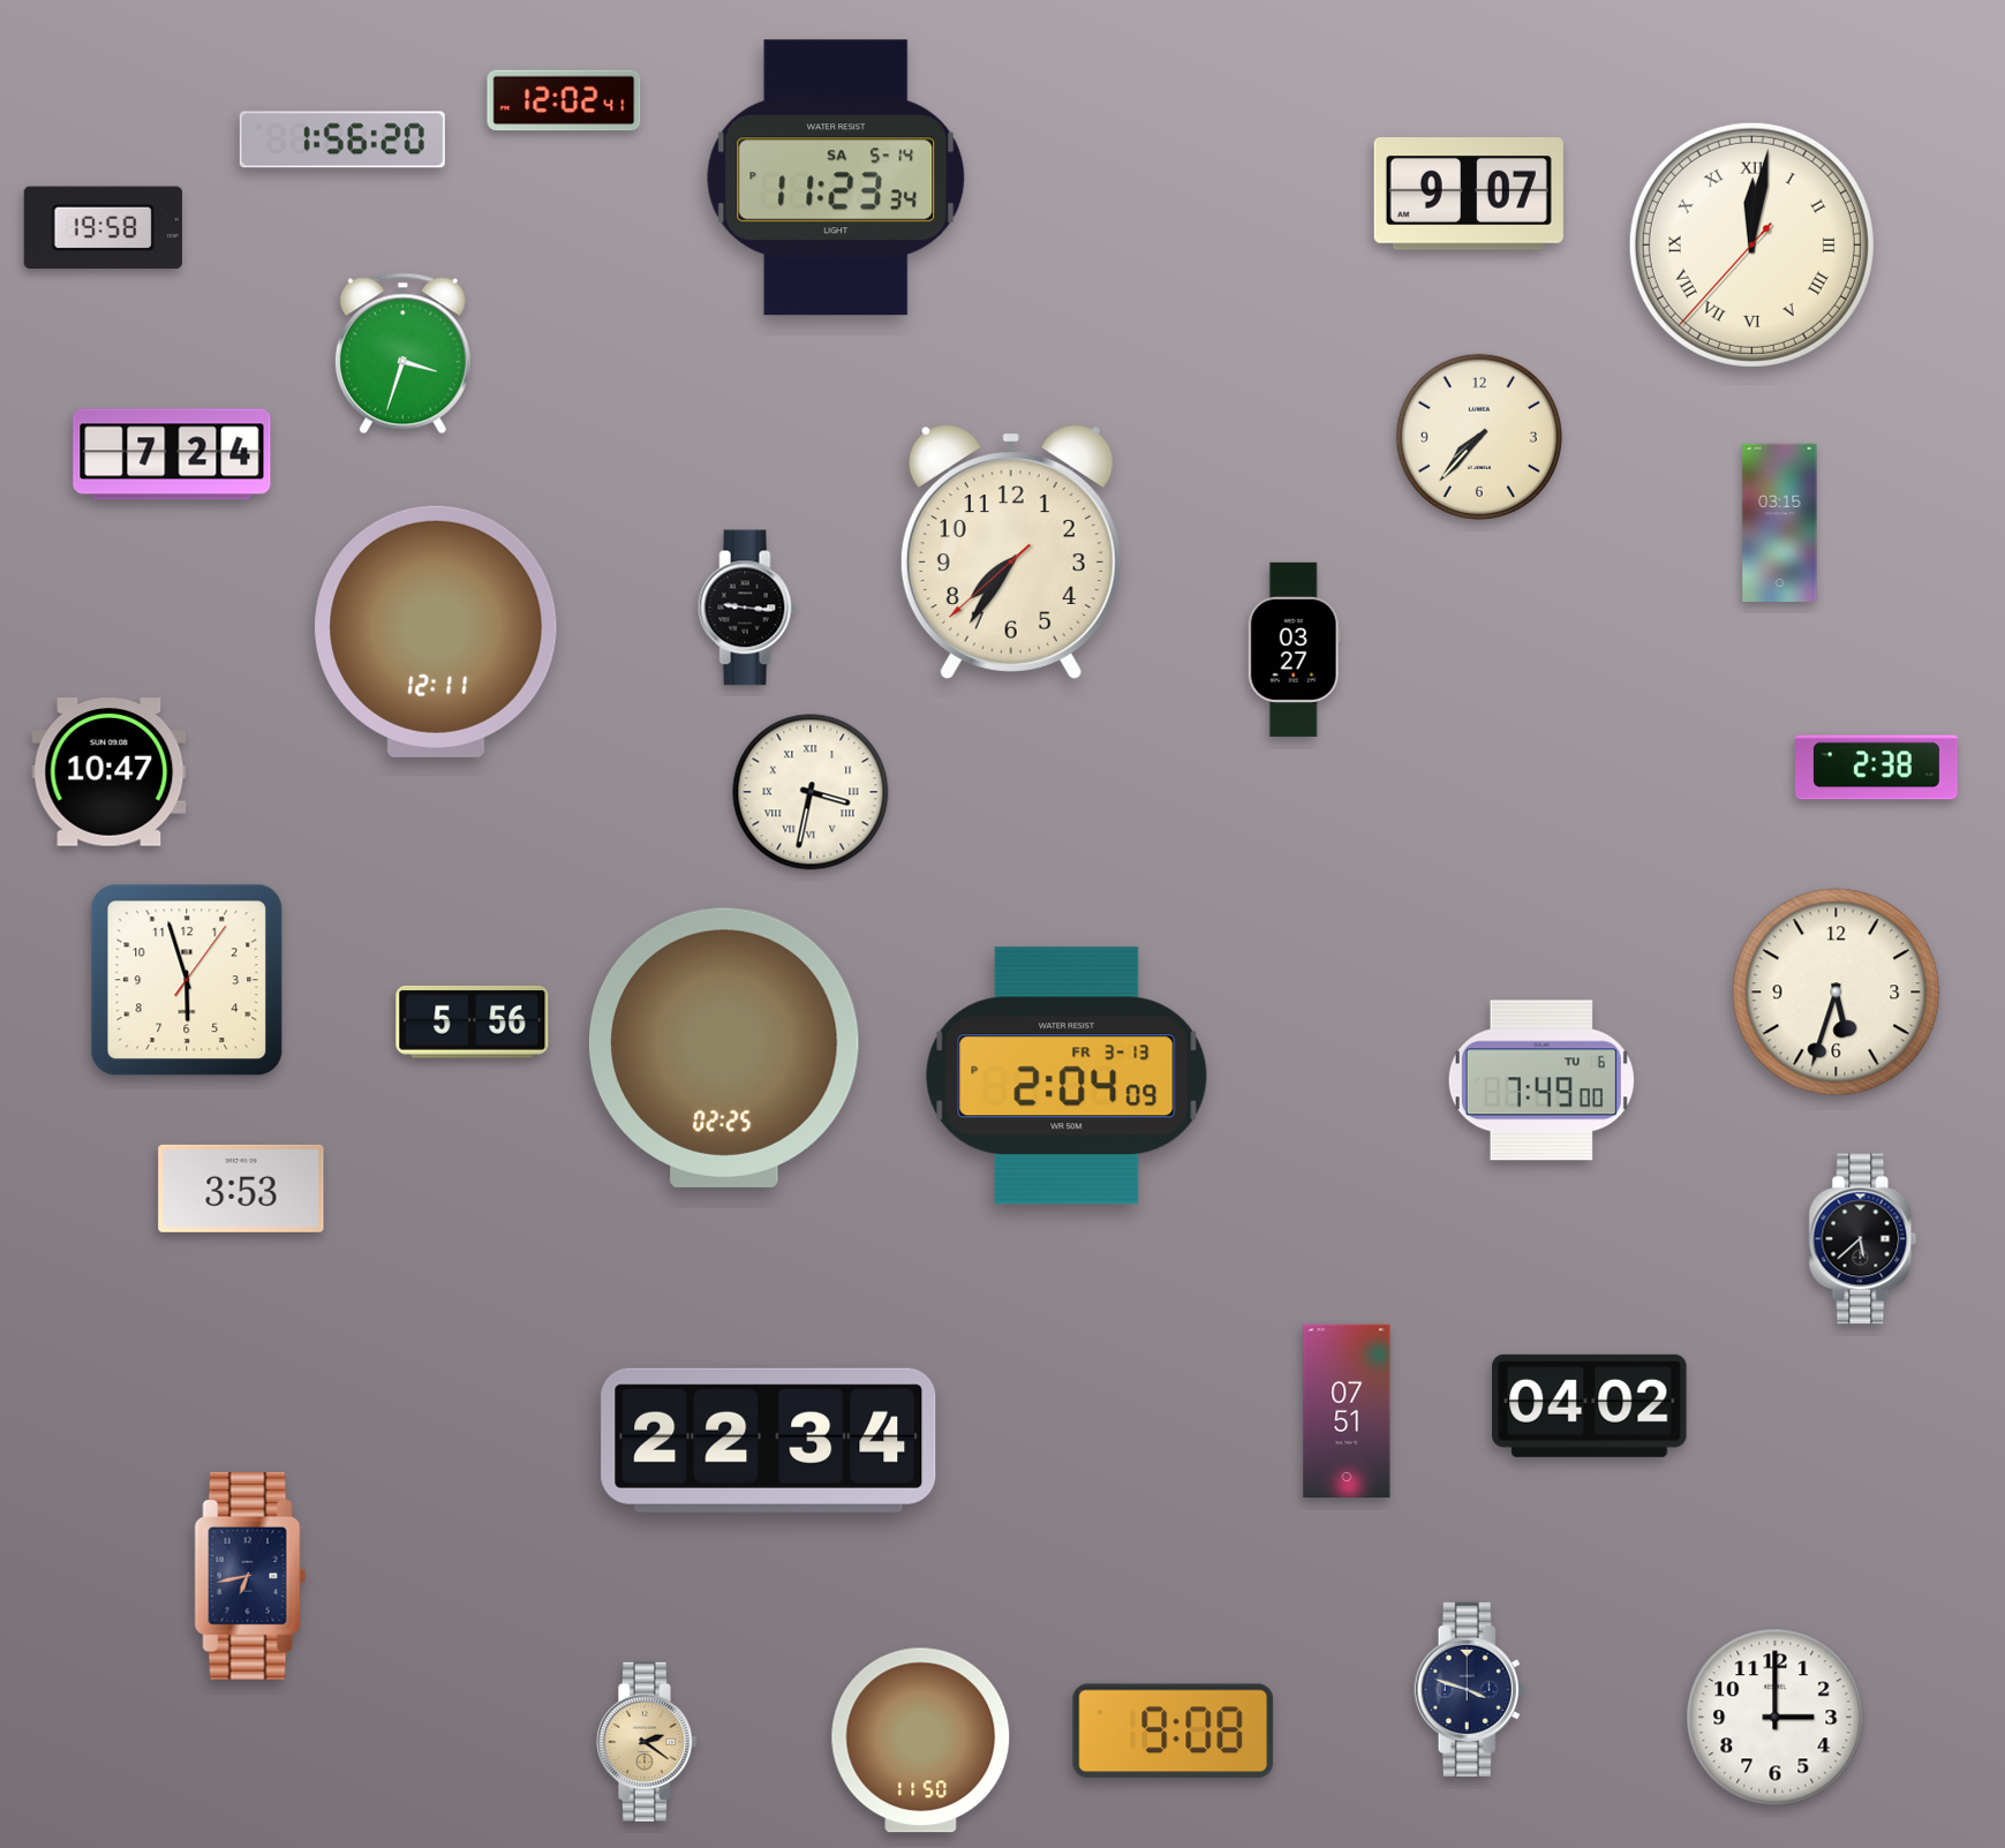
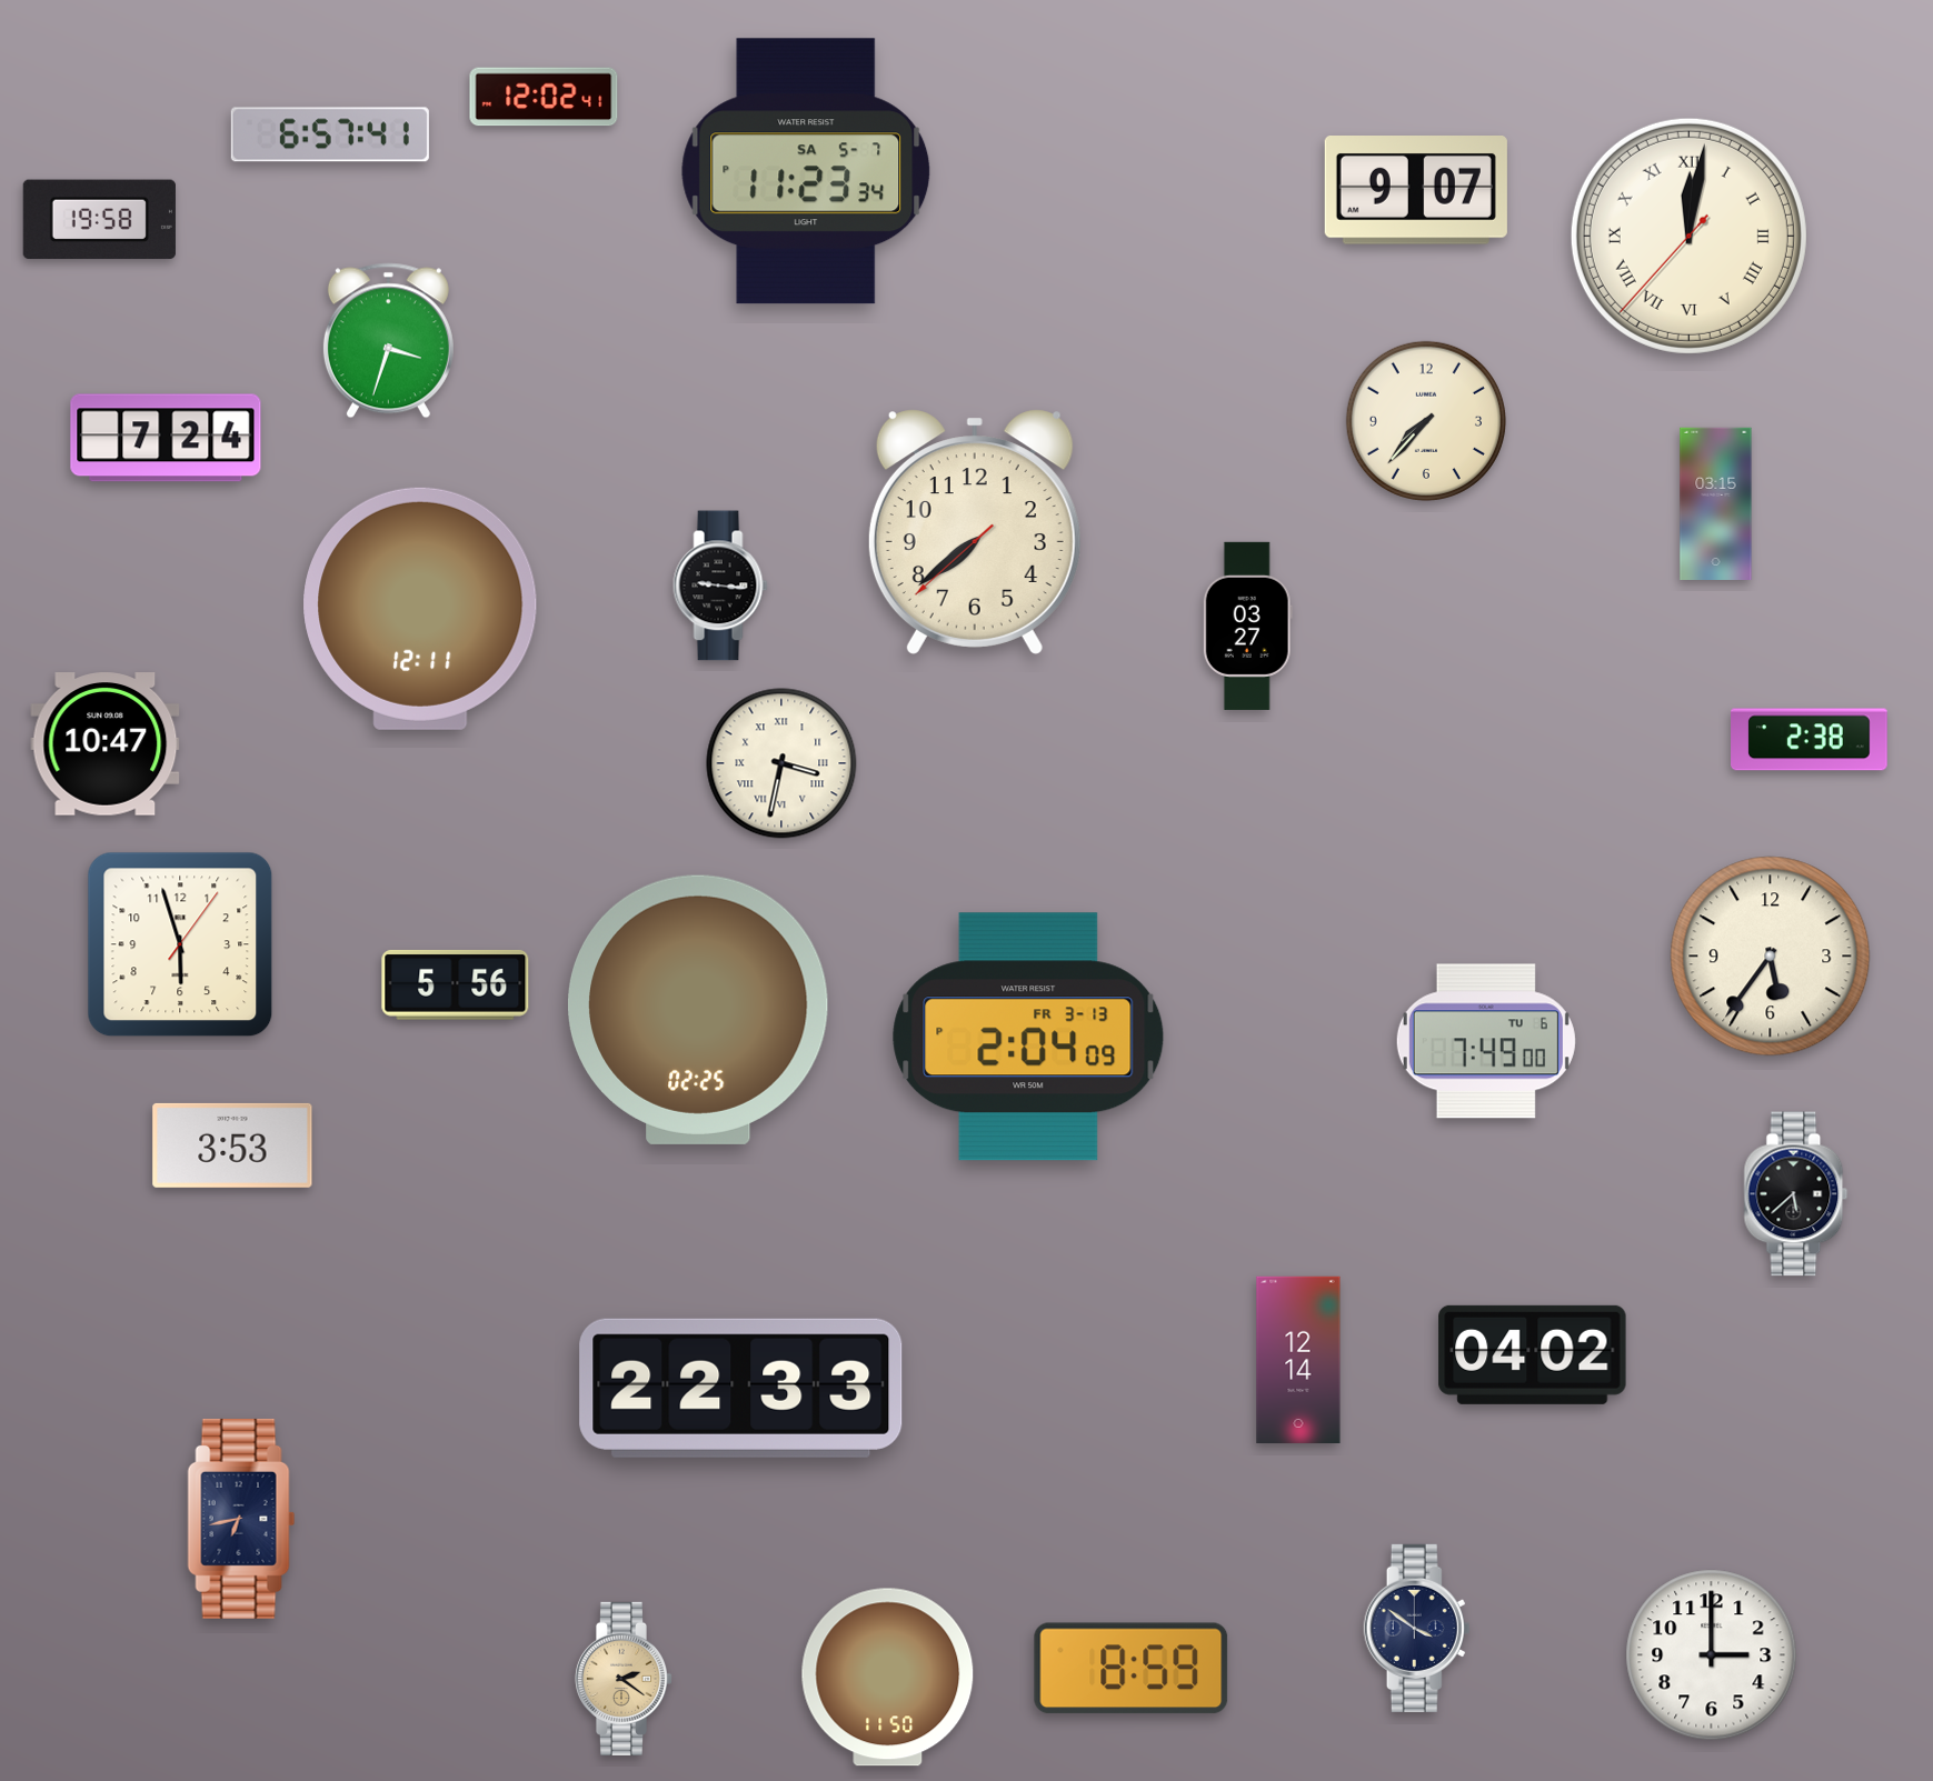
clock at (342, 139): 1:56 -> 6:57
clock at (836, 178) date: SA 5-14 -> SA 5-7
clock at (1469, 195) position: (1469, 195) -> (1416, 191)
clock at (1011, 552): 7:35 -> 7:38
clock at (1837, 993): 5:33 -> 5:36
clock at (1347, 1410): 07:51 -> 12:14
clock at (769, 1440): 22:34 -> 22:33
clock at (1470, 1689): 3:48 -> 3:51
clock at (1174, 1732): 9:08 -> 8:59
